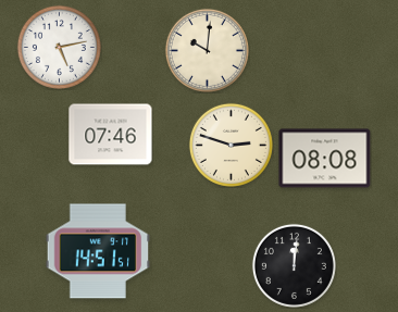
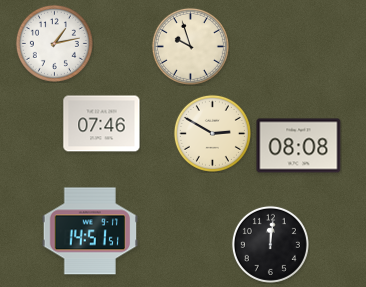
clock at (59, 47): 5:13 -> 1:13
clock at (207, 50): 10:01 -> 9:57
clock at (231, 145): 2:48 -> 2:50
